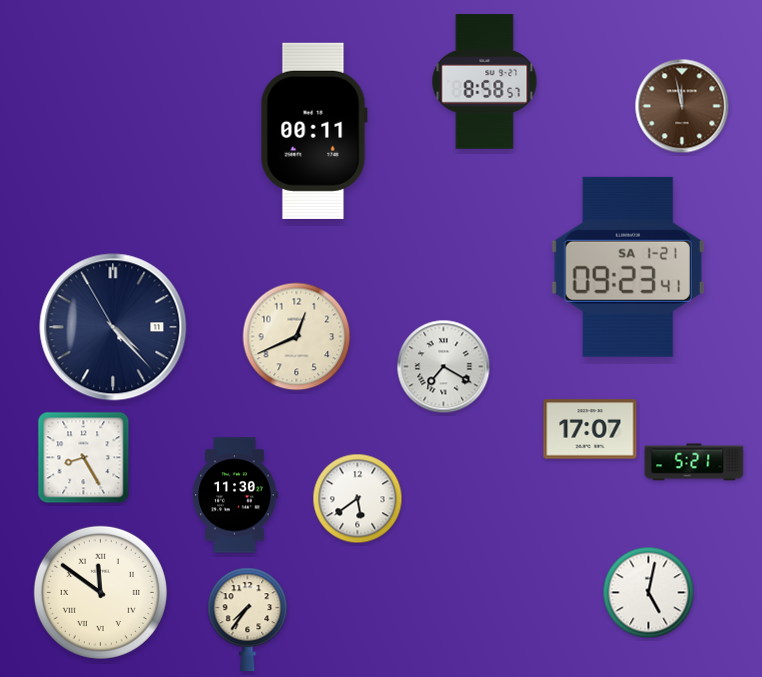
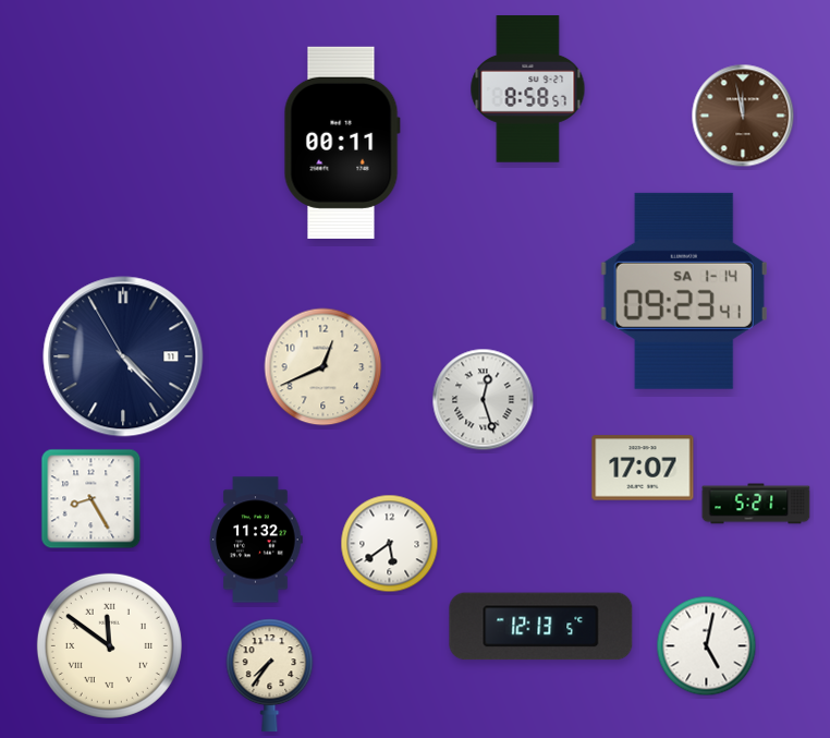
clock at (628, 267) date: SA 1-21 -> SA 1-14
clock at (444, 367): 7:20 -> 12:27
clock at (235, 495): 11:30 -> 11:32
clock at (541, 627): none -> 12:13
